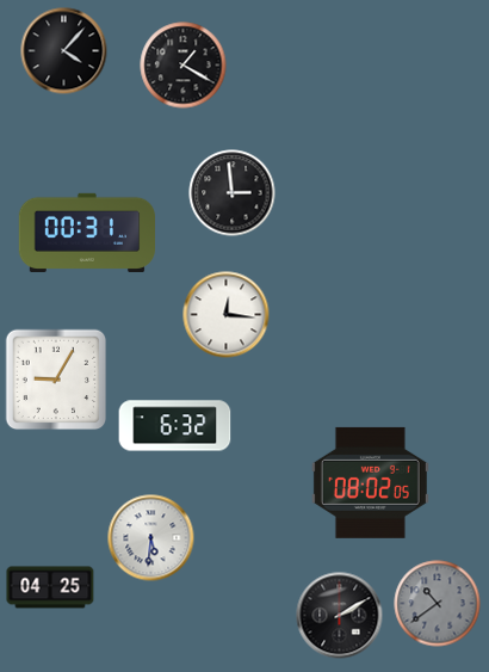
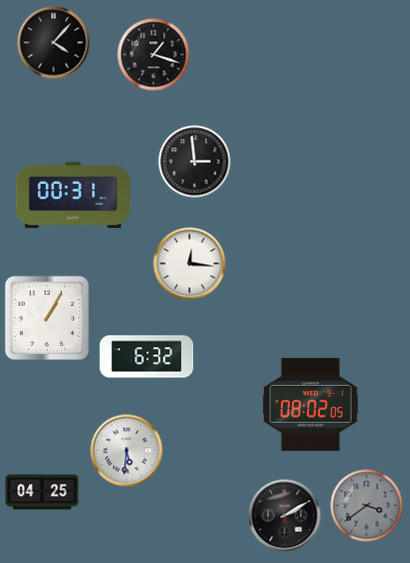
clock at (184, 66): 1:20 -> 1:18
clock at (56, 380): 9:05 -> 1:05
clock at (438, 604): 10:39 -> 3:39
